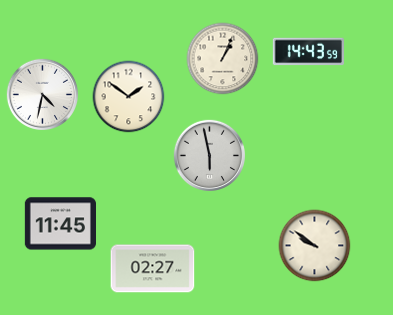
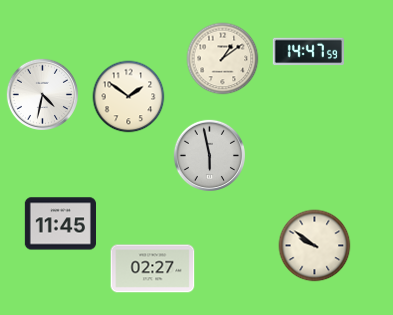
clock at (308, 52): 14:43 -> 14:47
clock at (223, 59): 1:04 -> 1:09
